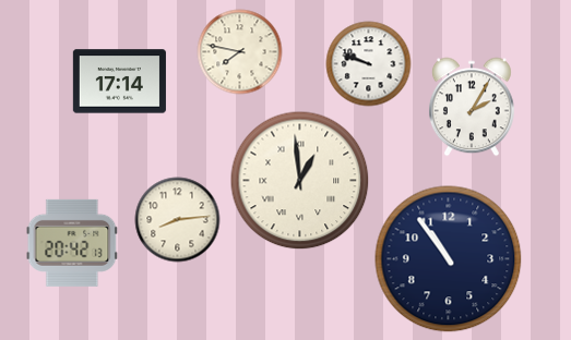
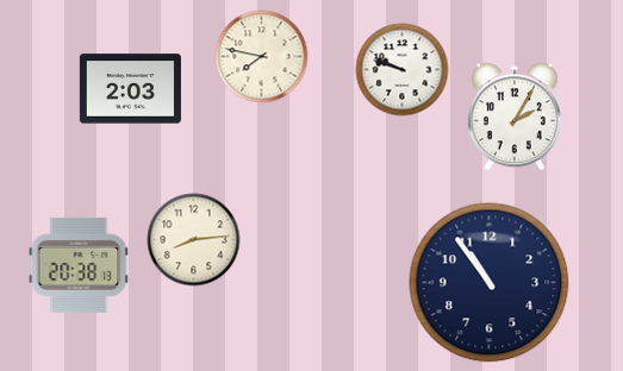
clock at (119, 82): 17:14 -> 2:03
clock at (299, 180): 12:59 -> none
clock at (72, 243): 20:42 -> 20:38
